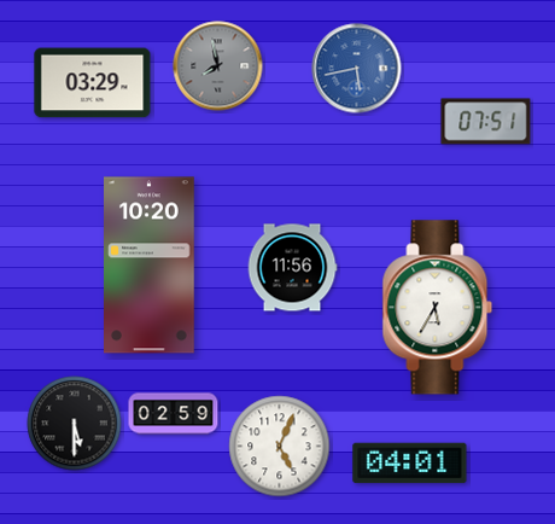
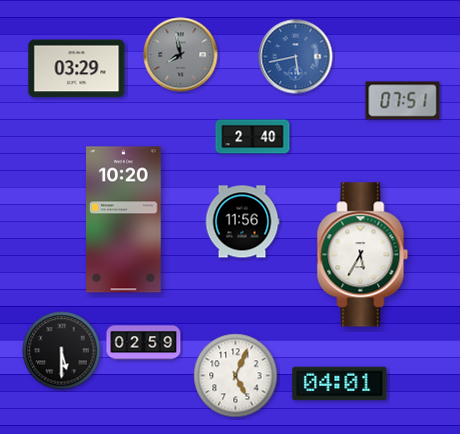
clock at (253, 137): none -> 2:40
clock at (280, 447) position: (280, 447) -> (236, 376)
